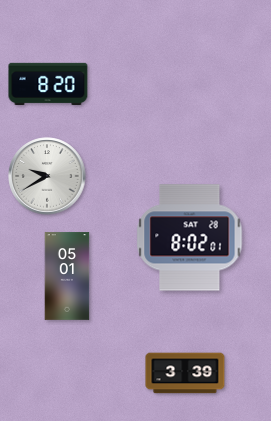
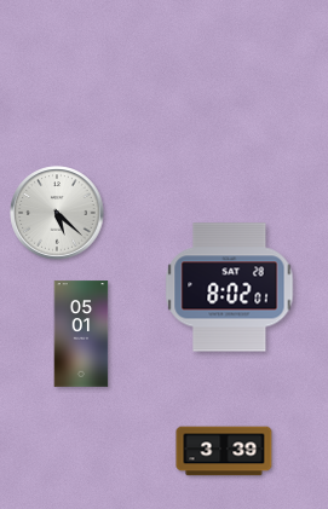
clock at (48, 83): 8:20 -> none
clock at (47, 176): 9:40 -> 5:22
